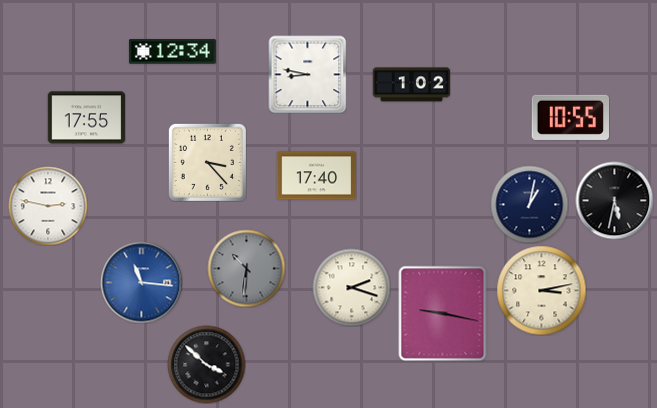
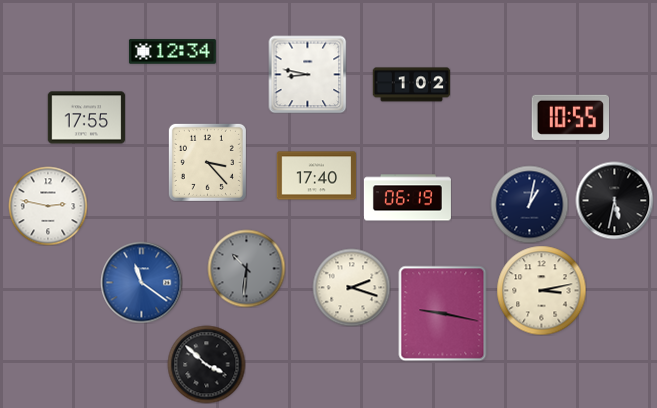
clock at (407, 198): none -> 06:19
clock at (141, 282): 11:16 -> 11:21
